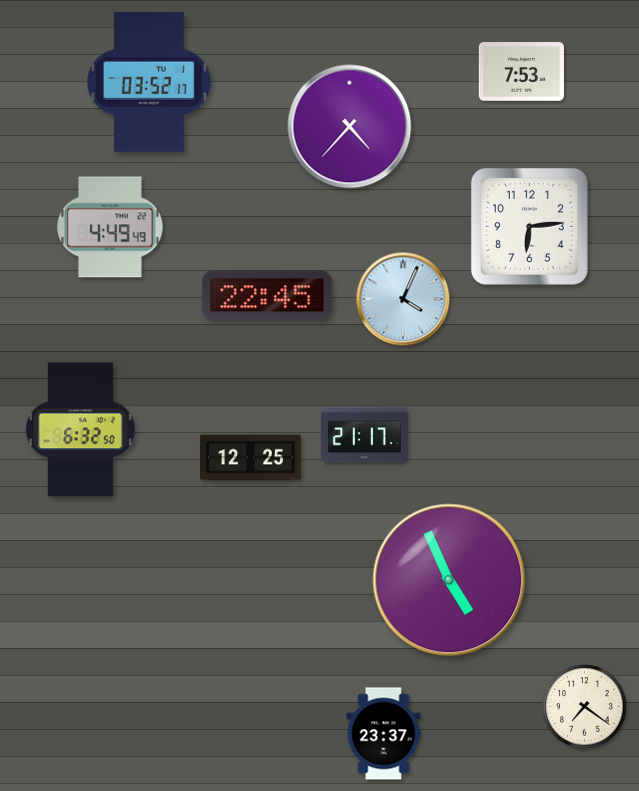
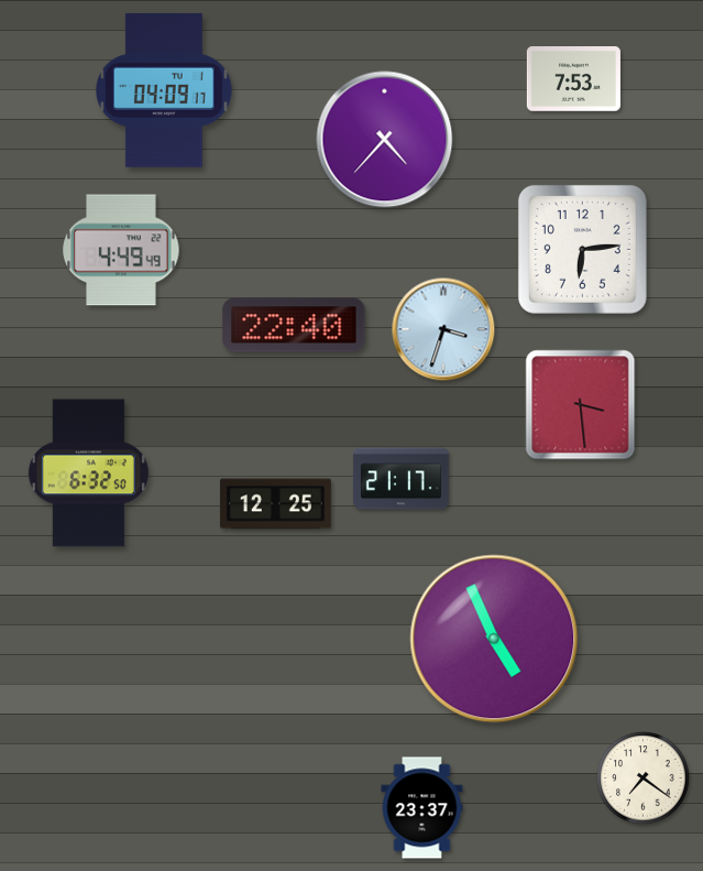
clock at (150, 82): 03:52 -> 04:09
clock at (267, 295): 22:45 -> 22:40
clock at (403, 299): 4:04 -> 3:33
clock at (581, 405): none -> 3:29
